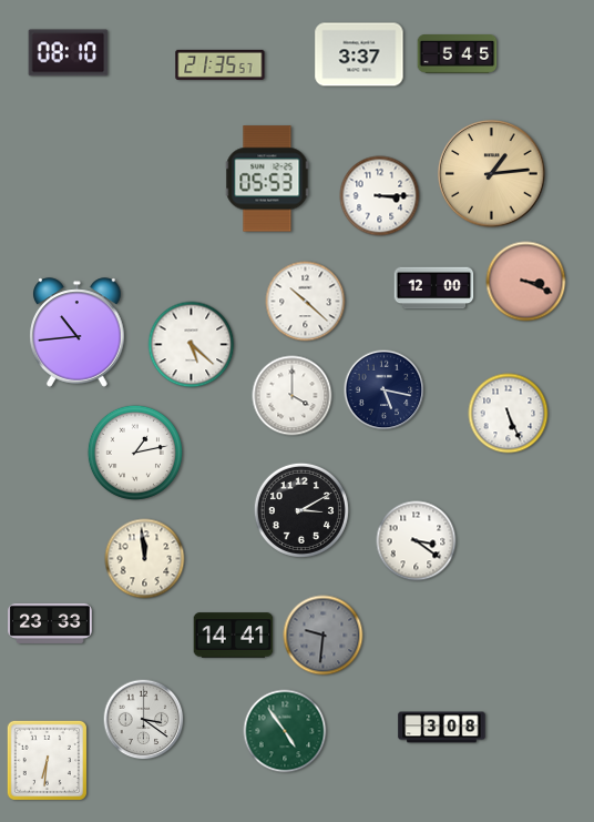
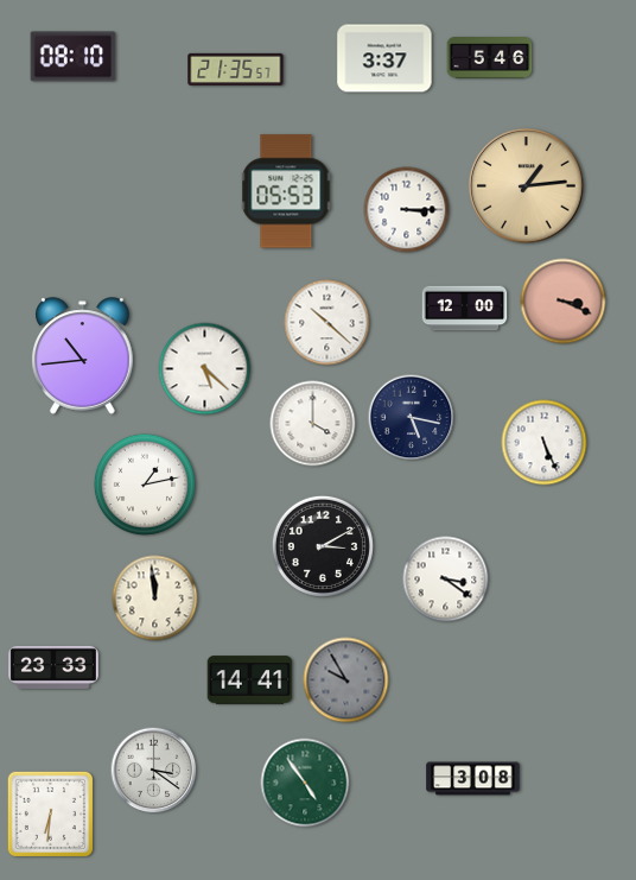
clock at (458, 54): 5:45 -> 5:46
clock at (324, 636): 9:31 -> 9:55
